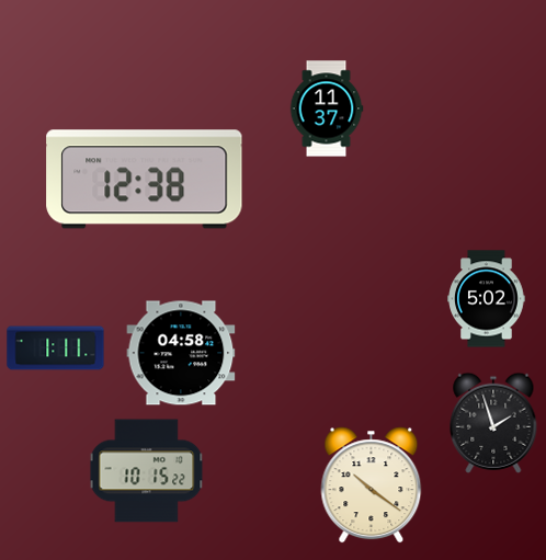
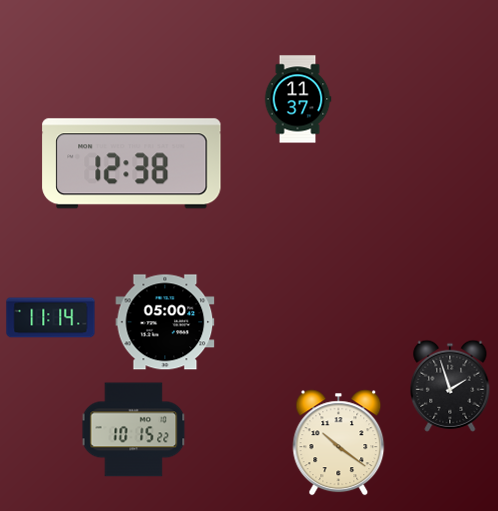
clock at (487, 299): 5:02 -> none
clock at (56, 348): 1:11 -> 11:14
clock at (181, 353): 04:58 -> 05:00
